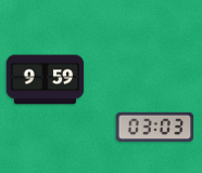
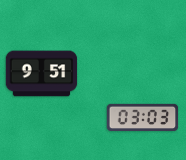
clock at (46, 80): 9:59 -> 9:51
